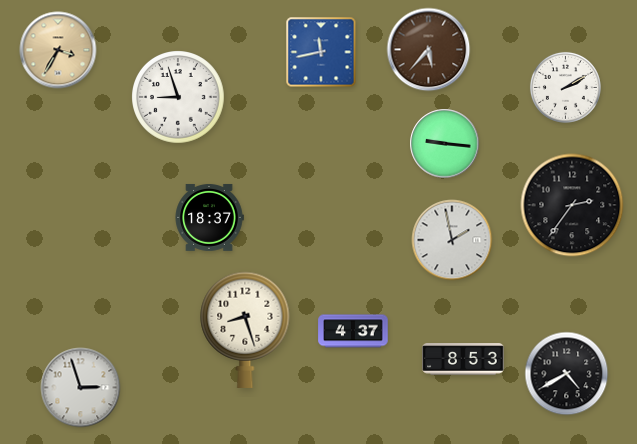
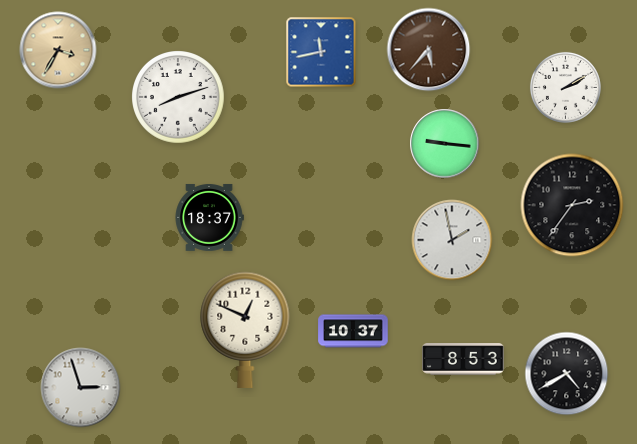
clock at (179, 98): 8:57 -> 8:12
clock at (245, 330): 8:27 -> 12:49
clock at (353, 331): 4:37 -> 10:37
